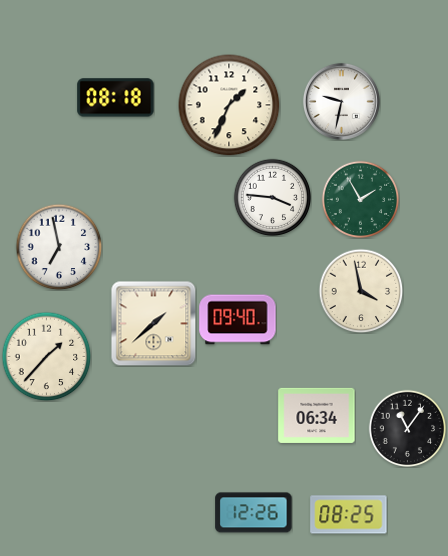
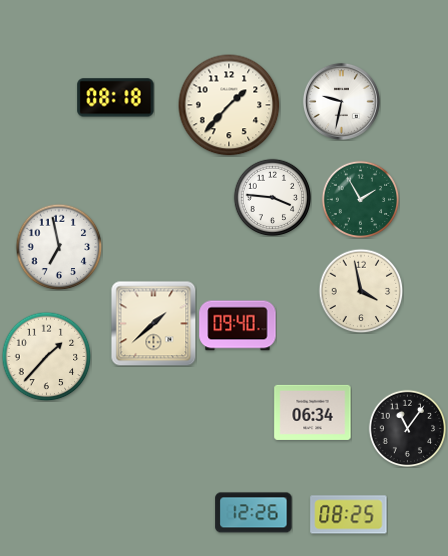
clock at (229, 105): 1:34 -> 1:37
clock at (238, 320) position: (238, 320) -> (238, 326)
clock at (317, 415) position: (317, 415) -> (313, 412)
